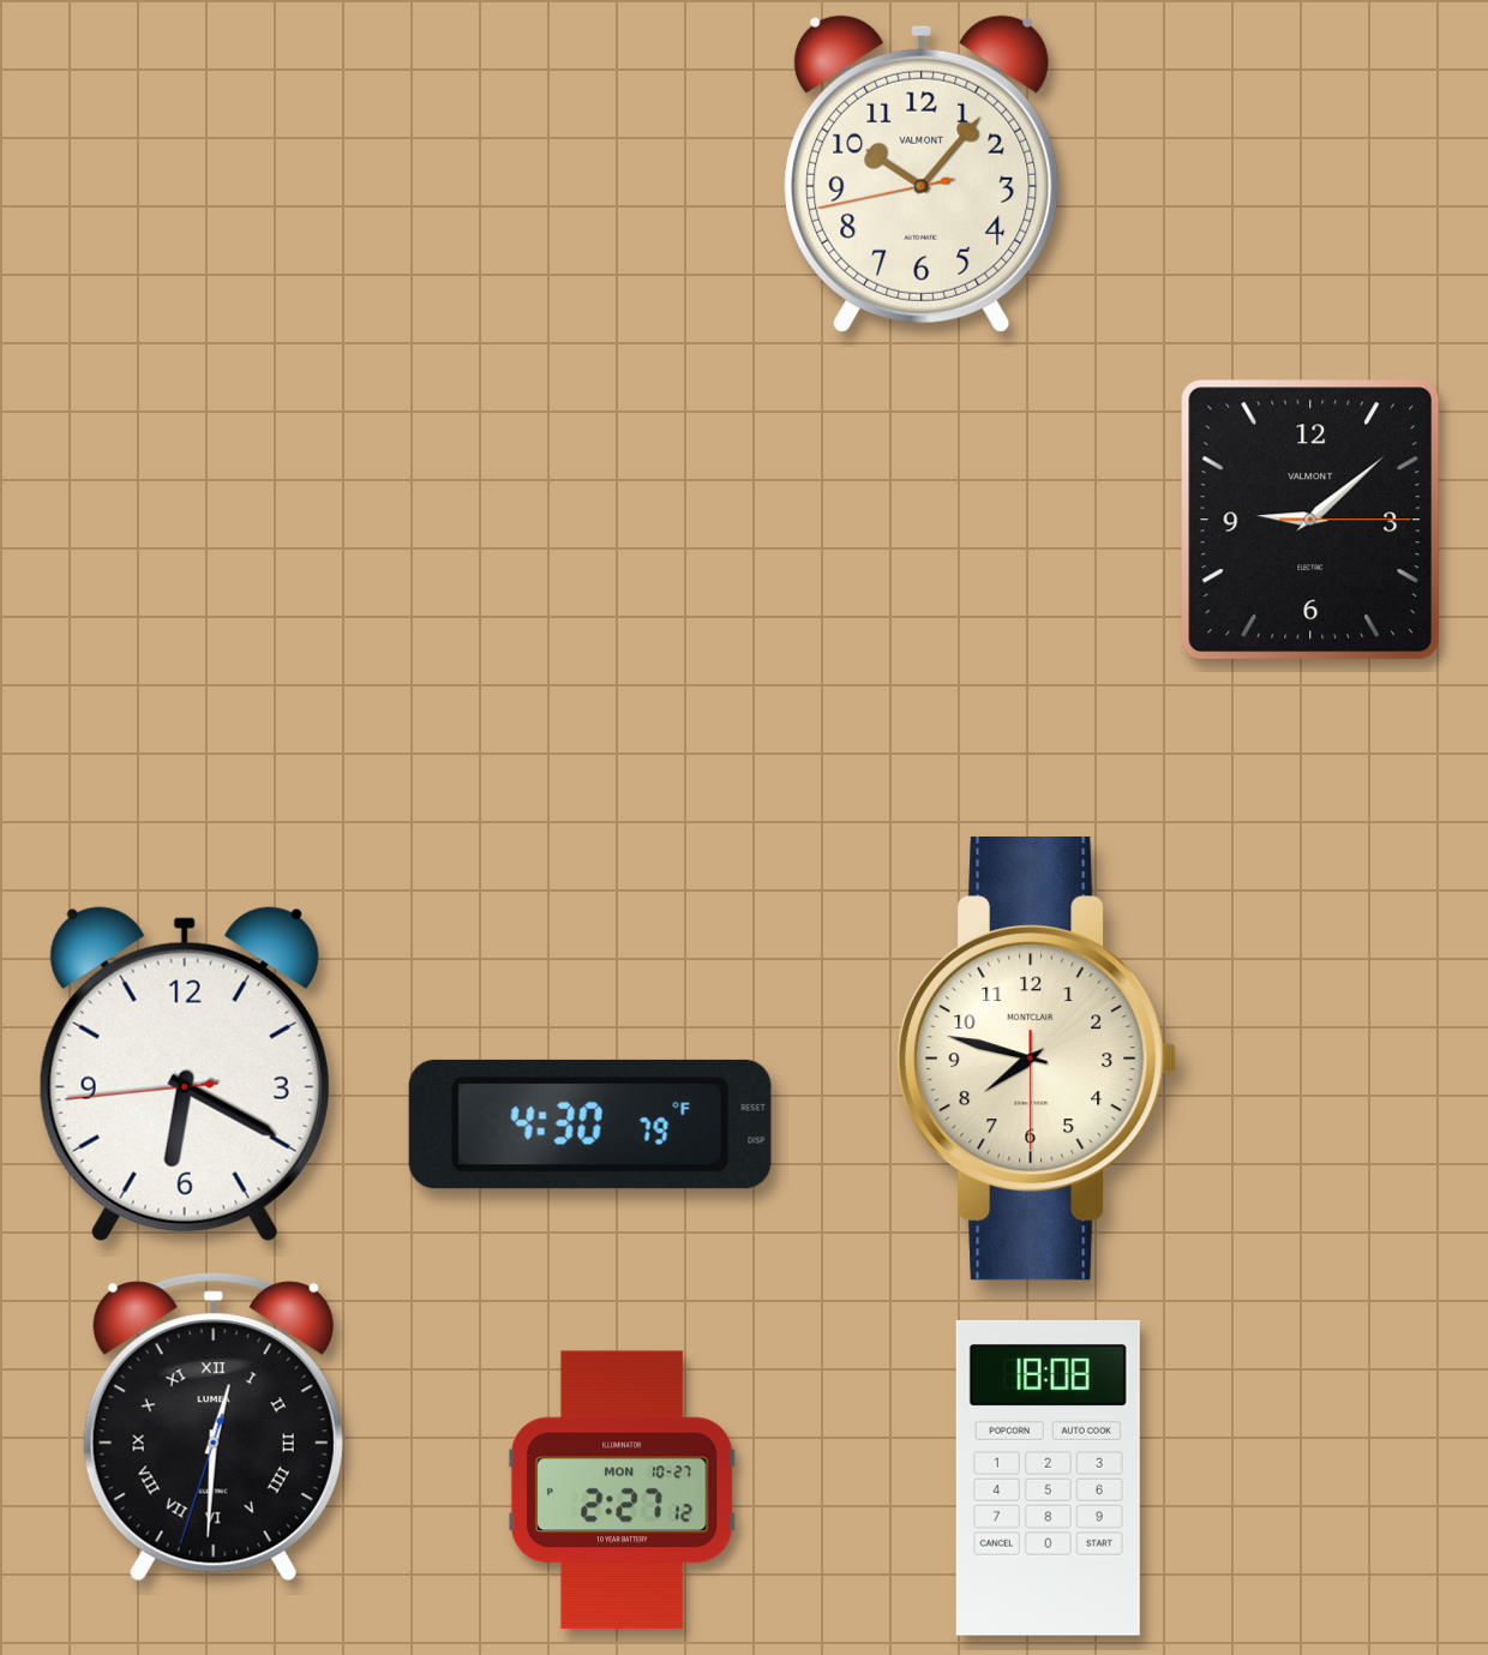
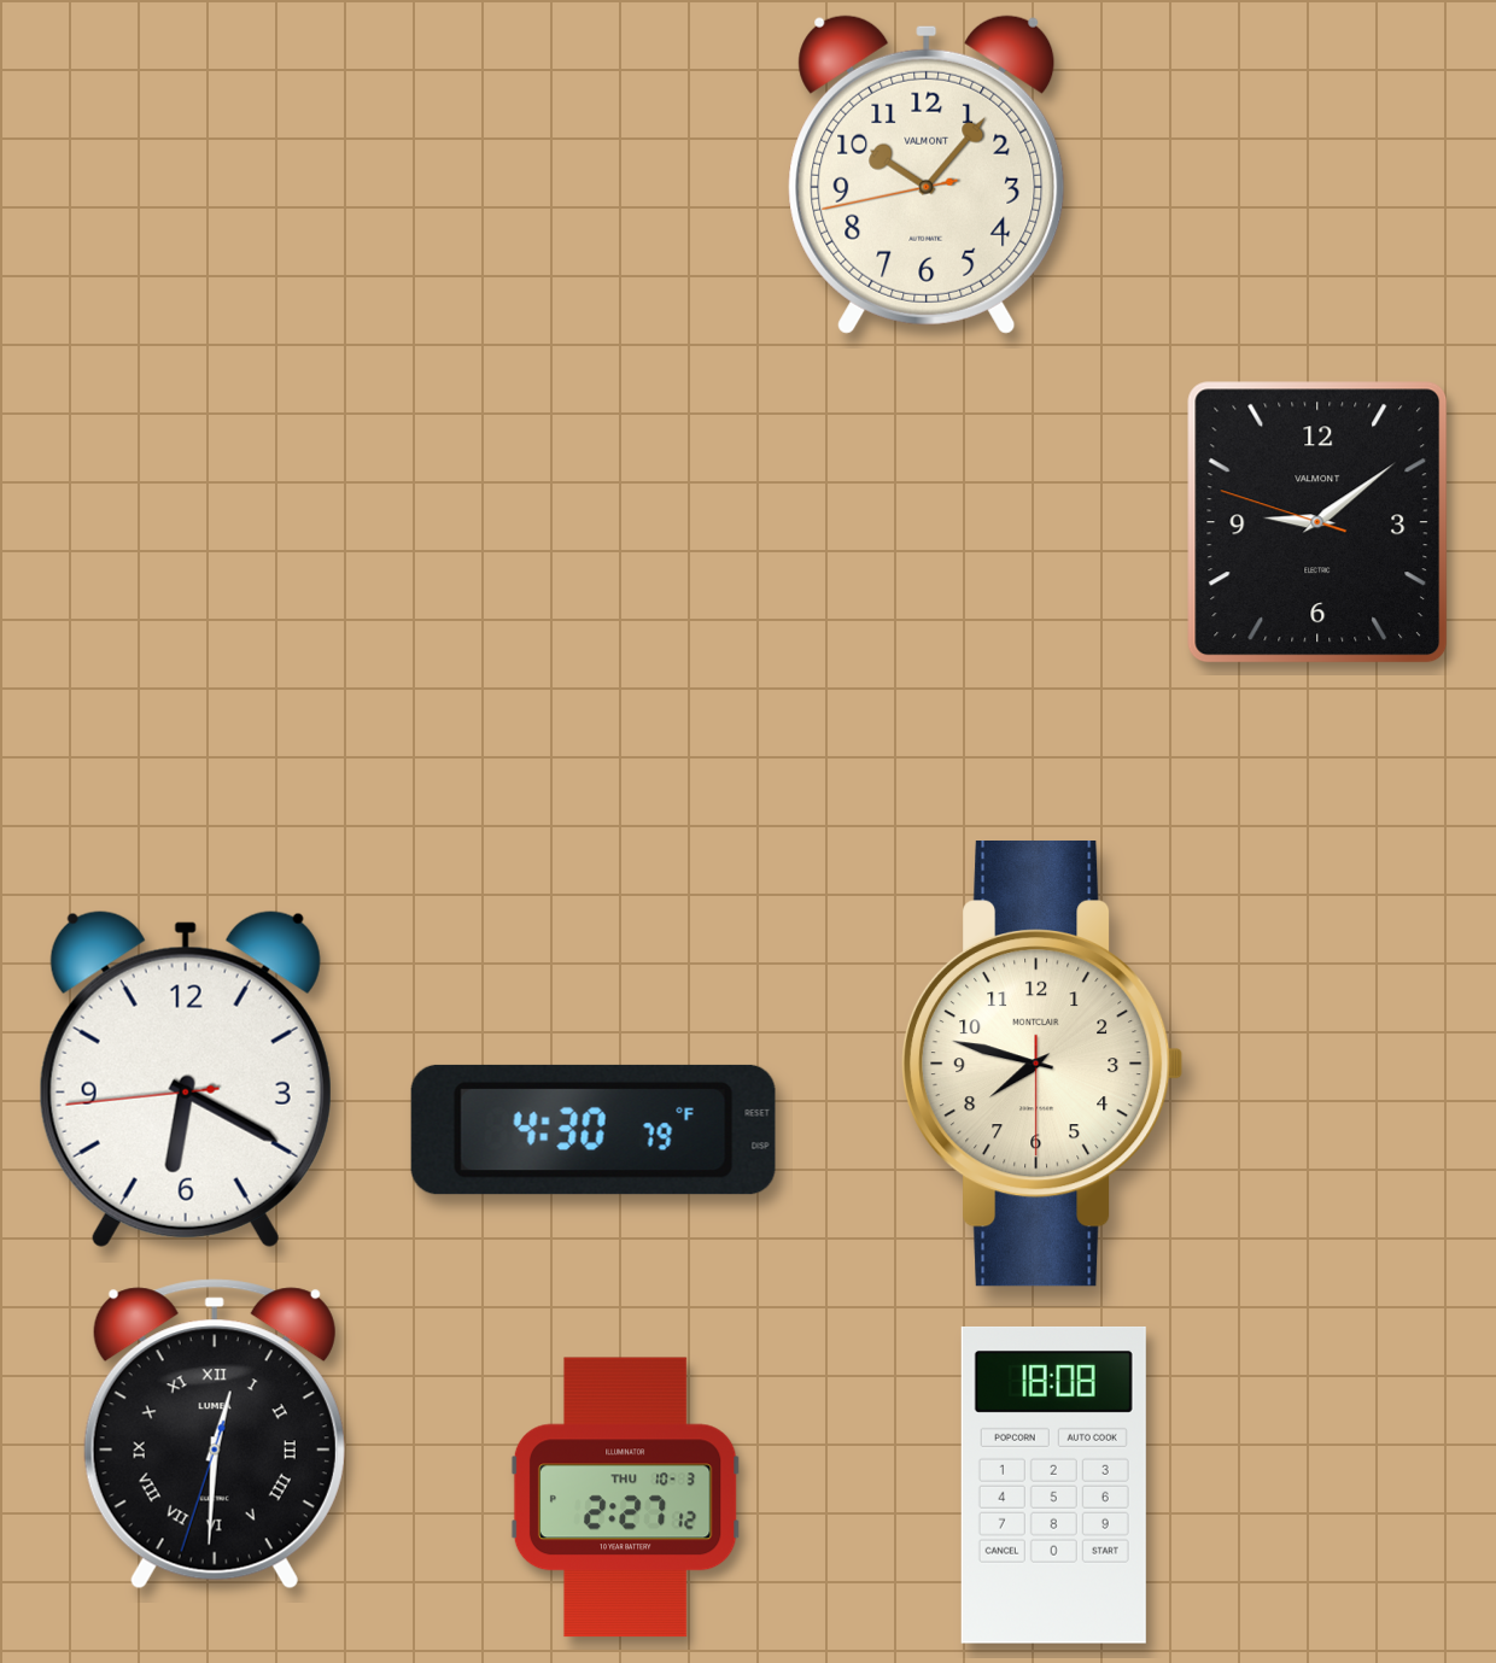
clock at (1310, 520): 9:08:15 -> 9:08:48
clock at (622, 1491) date: MON 10-27 -> THU 10-3
